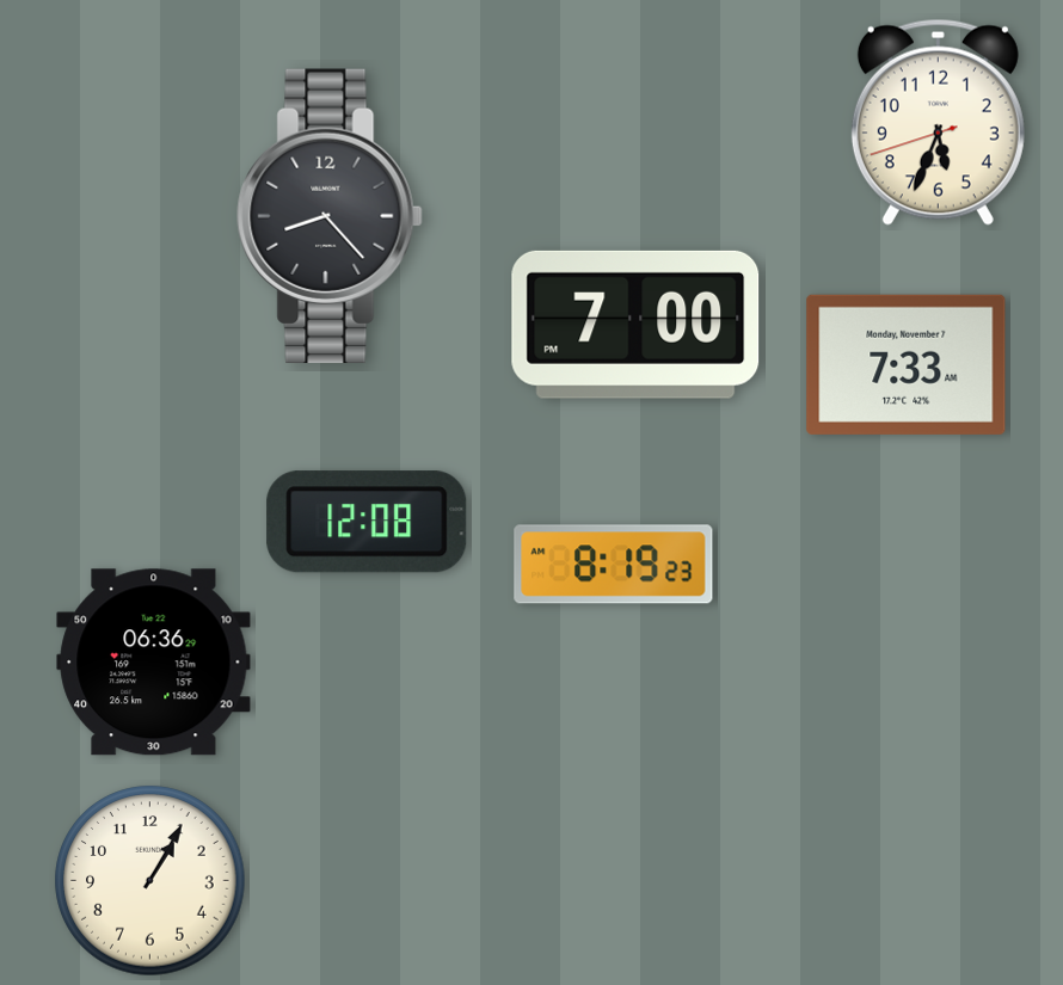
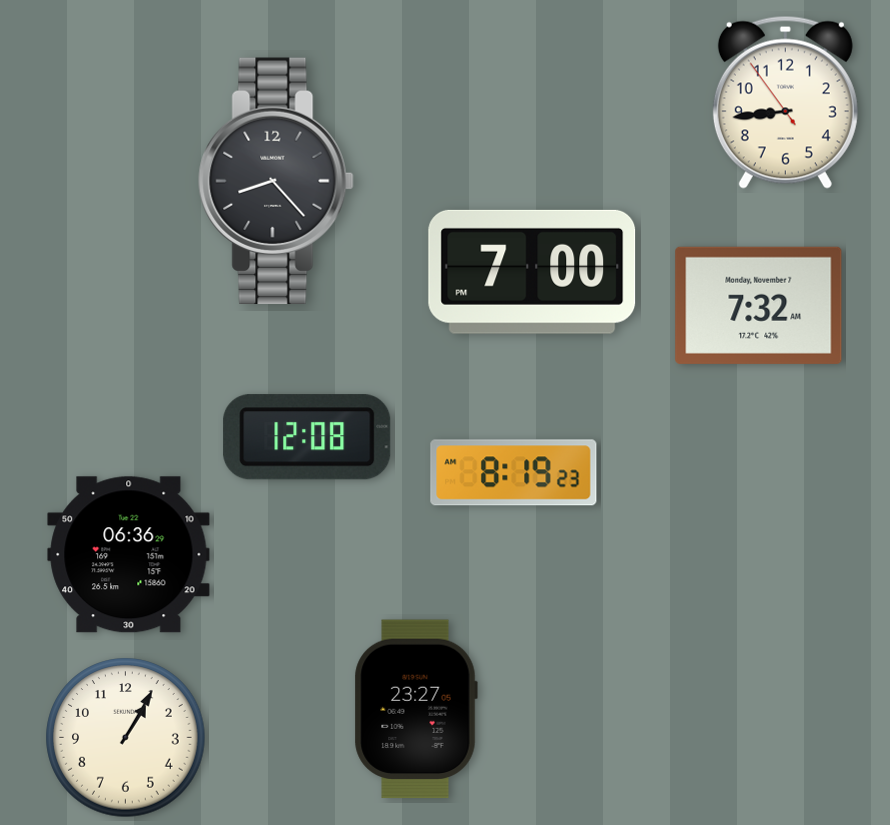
clock at (938, 122): 5:33 -> 8:43
clock at (907, 364): 7:33 -> 7:32
clock at (416, 709): none -> 23:27
